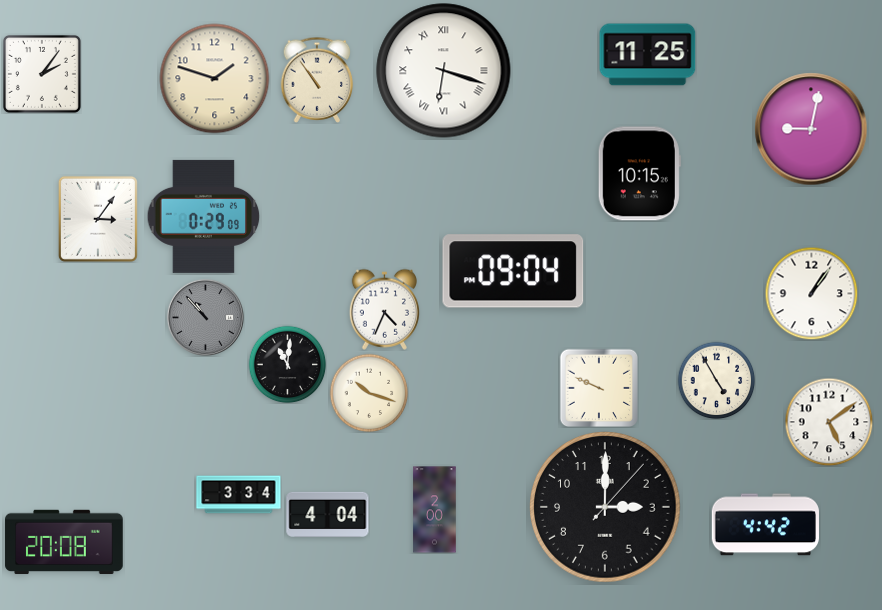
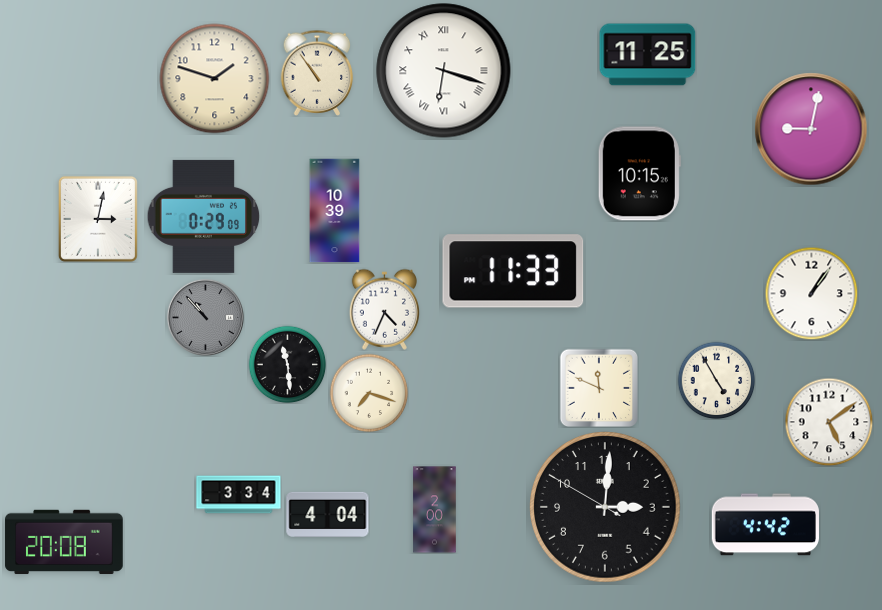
clock at (42, 74): 2:06 -> none
clock at (317, 80) position: (317, 80) -> (317, 73)
clock at (335, 211): none -> 10:39
clock at (98, 219): 3:06 -> 3:02
clock at (513, 271): 09:04 -> 11:33
clock at (287, 364): 11:01 -> 11:29
clock at (598, 387): 9:49 -> 11:49
clock at (369, 393): 10:18 -> 7:18
clock at (605, 507): 3:00:07 -> 3:00:50
